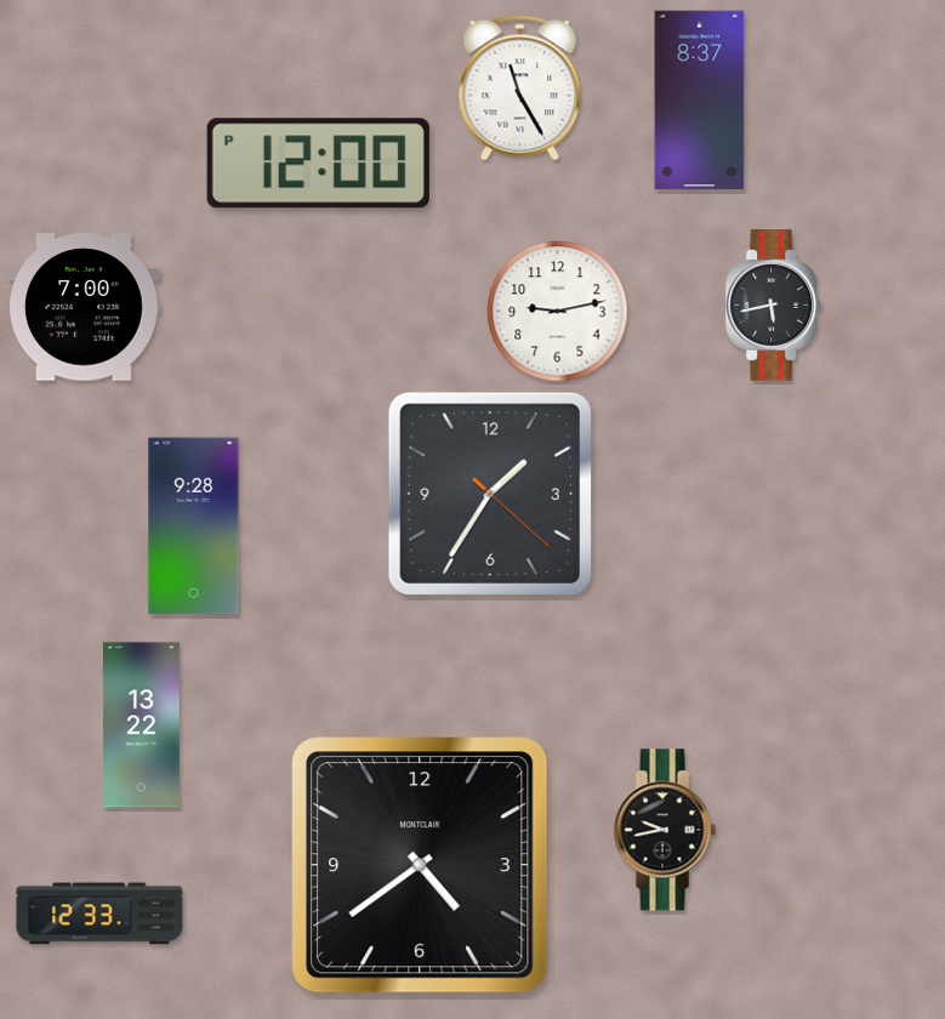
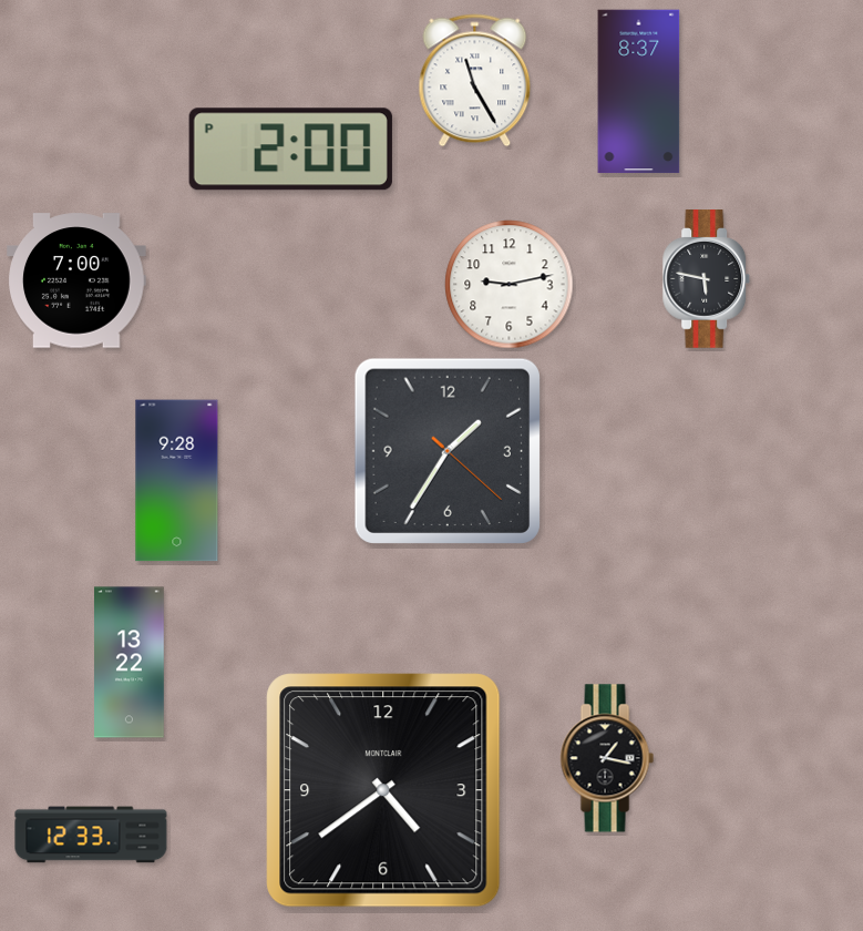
clock at (318, 164): 12:00 -> 2:00
clock at (774, 306): 5:43 -> 5:47
clock at (665, 830): 9:43 -> 1:17
